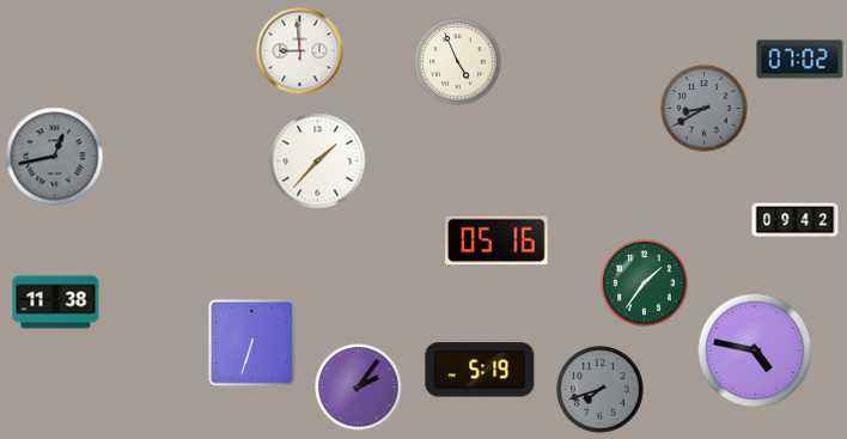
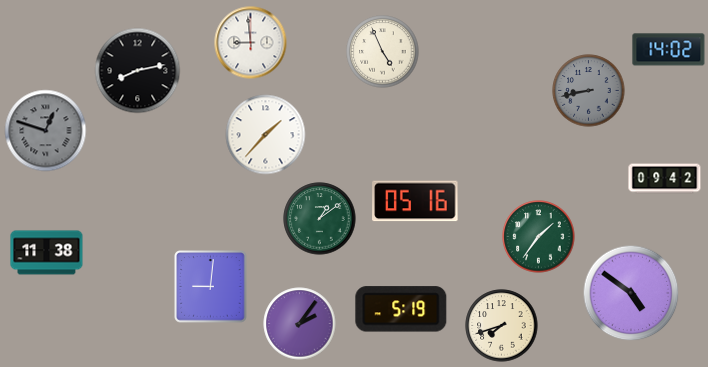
clock at (800, 60): 07:02 -> 14:02
clock at (138, 71): none -> 8:13
clock at (705, 109): 8:40 -> 8:43
clock at (55, 157): 12:43 -> 12:48
clock at (796, 221) position: (796, 221) -> (665, 179)
clock at (320, 219): none -> 1:09
clock at (252, 343): 6:33 -> 9:01
clock at (755, 350): 4:47 -> 4:51
clock at (601, 390) dial: grey -> cream
